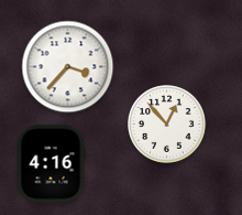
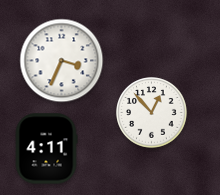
clock at (68, 67): 3:37 -> 3:34
clock at (51, 164): 4:16 -> 4:11
